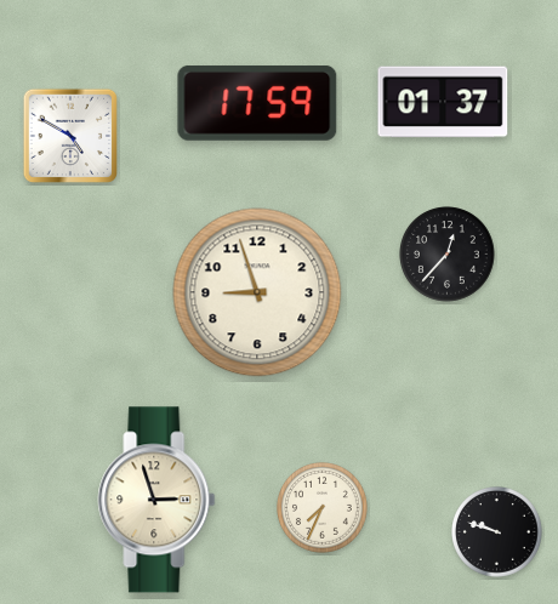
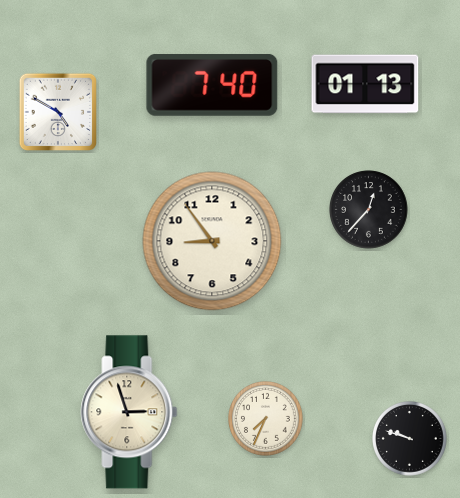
clock at (443, 102): 01:37 -> 01:13
clock at (257, 104): 17:59 -> 7:40
clock at (257, 292): 8:57 -> 8:54
